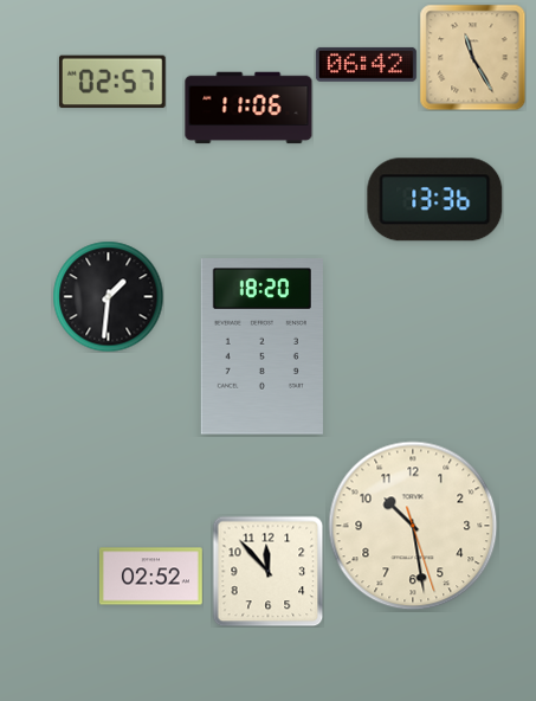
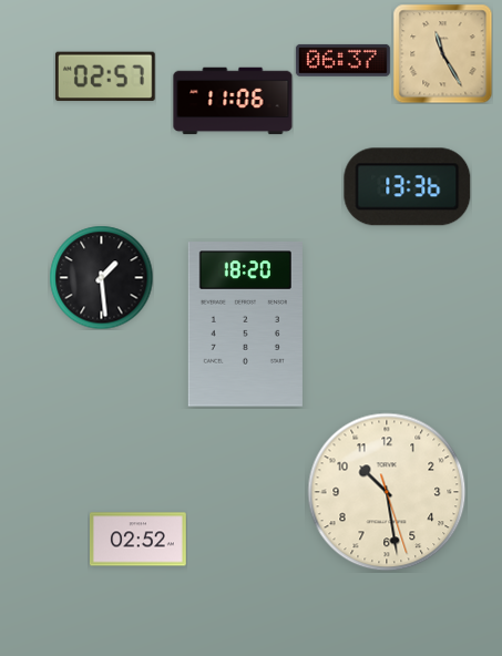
clock at (366, 64): 06:42 -> 06:37
clock at (108, 296): 1:31 -> 1:29
clock at (267, 571): 11:53 -> none
clock at (150, 577) position: (150, 577) -> (137, 540)
